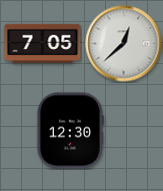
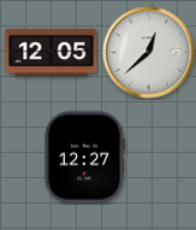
clock at (43, 43): 7:05 -> 12:05
clock at (70, 131): 12:30 -> 12:27
